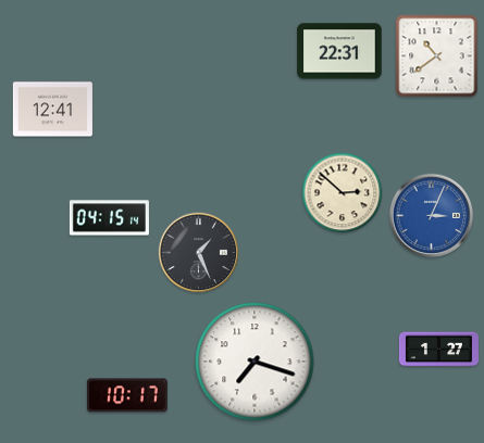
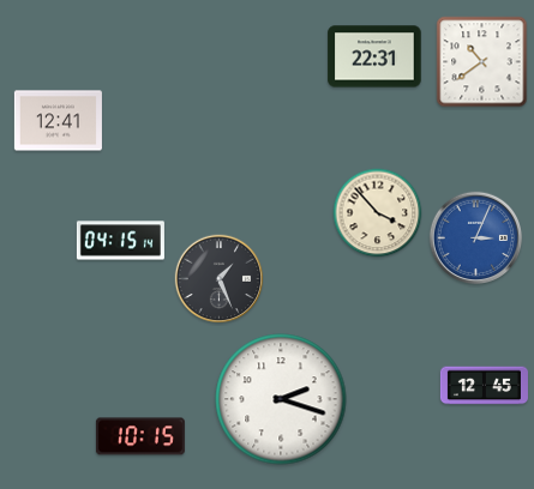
clock at (343, 193): 2:52 -> 3:53
clock at (438, 350): 1:27 -> 12:45
clock at (255, 362): 7:18 -> 2:18
clock at (127, 395): 10:17 -> 10:15
